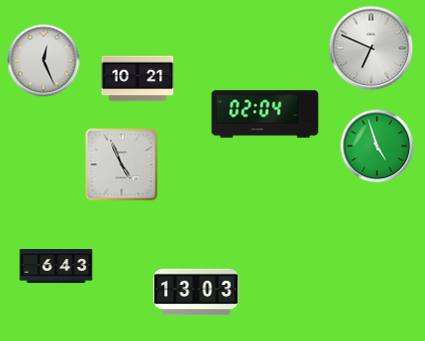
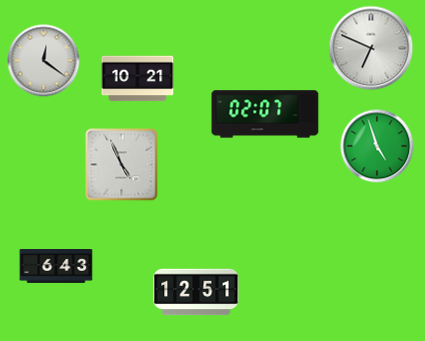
clock at (44, 61): 12:26 -> 12:21
clock at (265, 114): 02:04 -> 02:07
clock at (196, 292): 13:03 -> 12:51
